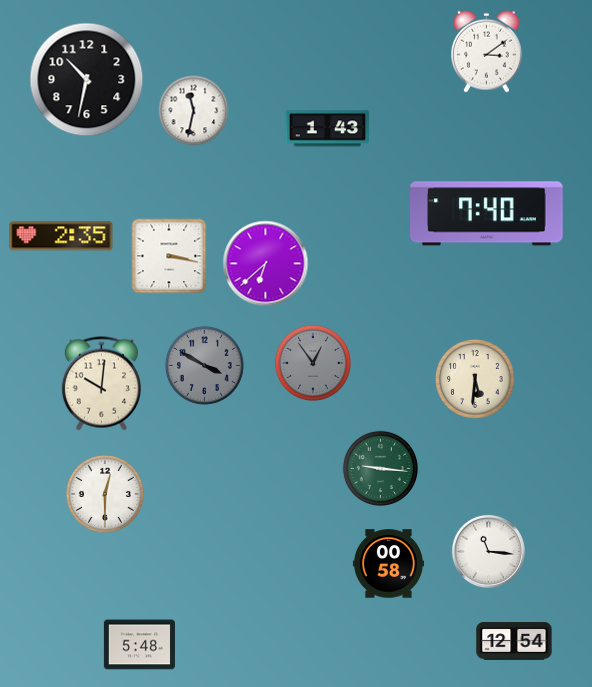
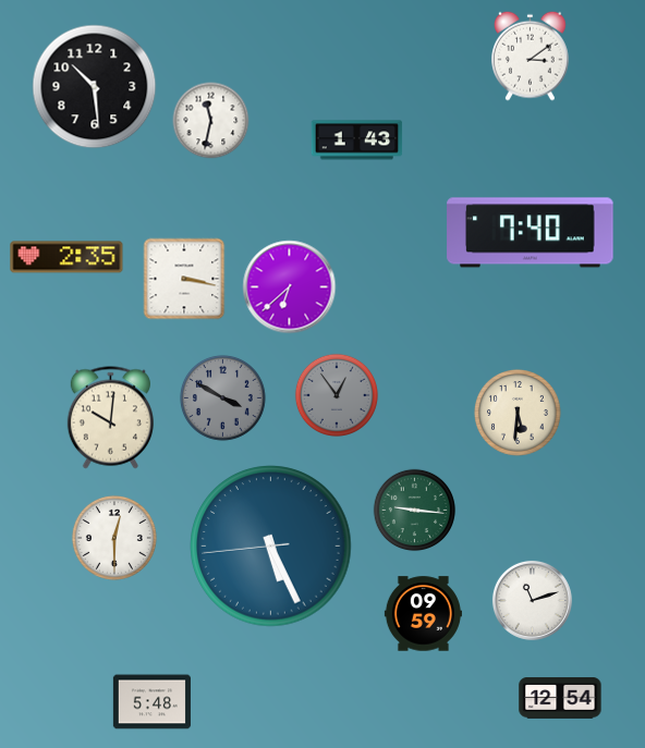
clock at (87, 80): 10:32 -> 10:29
clock at (313, 363) position: (313, 363) -> (337, 395)
clock at (271, 547): none -> 5:25
clock at (488, 551): 11:16 -> 11:12
clock at (388, 564): 00:58 -> 09:59
